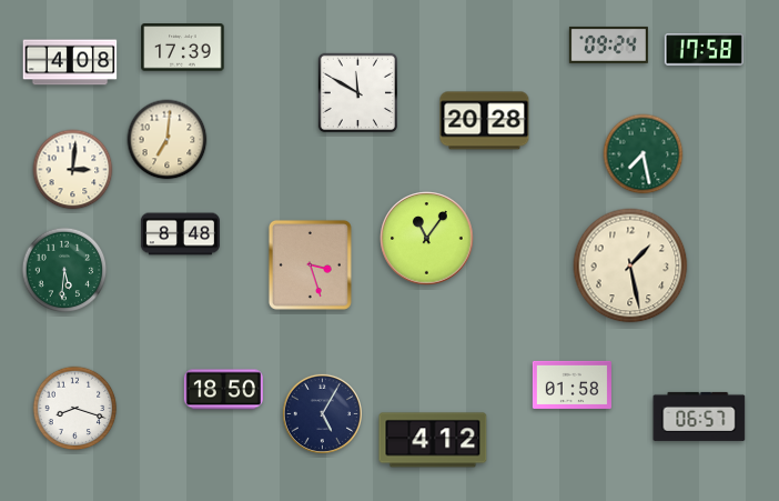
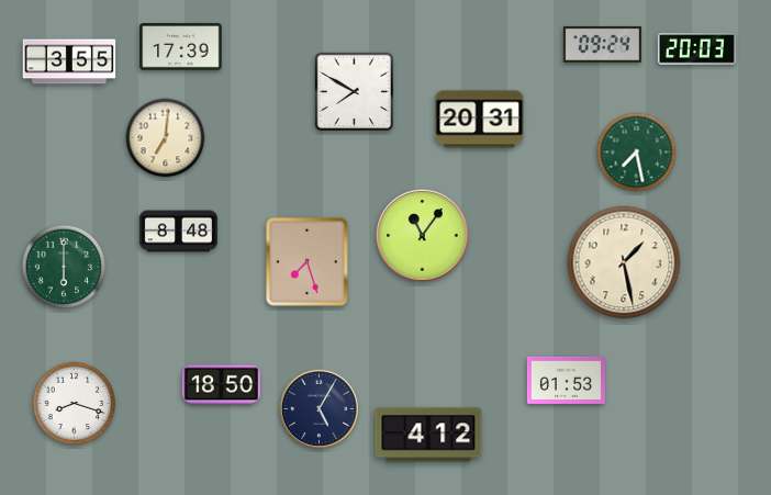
clock at (704, 50): 17:58 -> 20:03
clock at (70, 62): 4:08 -> 3:55
clock at (357, 92): 11:50 -> 7:50
clock at (485, 121): 20:28 -> 20:31
clock at (73, 170): 3:01 -> none
clock at (310, 264): 3:27 -> 7:27
clock at (64, 270): 5:31 -> 6:00
clock at (571, 384): 01:58 -> 01:53
clock at (699, 417): 06:57 -> none
